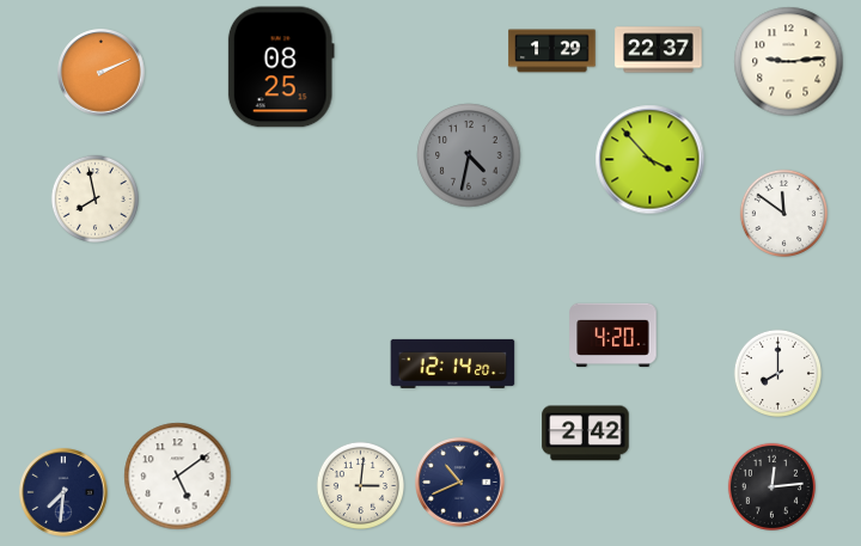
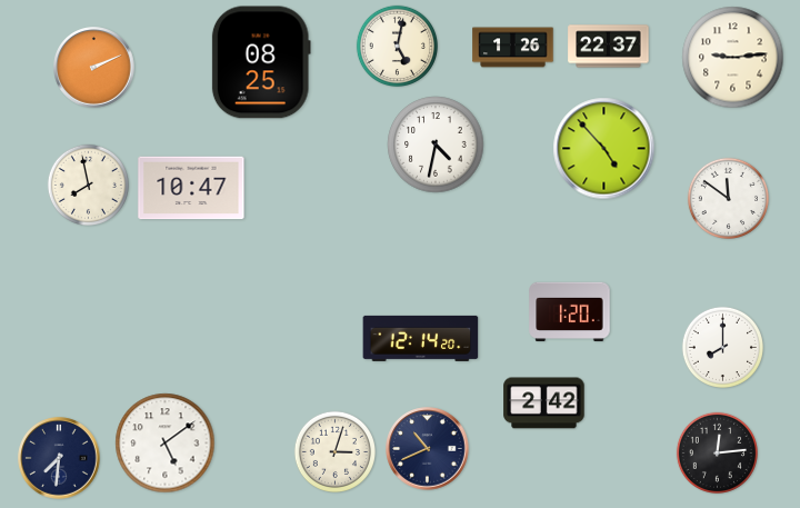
clock at (397, 46): none -> 5:02
clock at (659, 50) position: (659, 50) -> (609, 47)
clock at (552, 51): 1:29 -> 1:26
clock at (469, 155) dial: grey -> white
clock at (651, 160): 3:53 -> 4:53
clock at (191, 188): none -> 10:47
clock at (613, 335): 4:20 -> 1:20
clock at (360, 485): 3:01 -> 3:03
